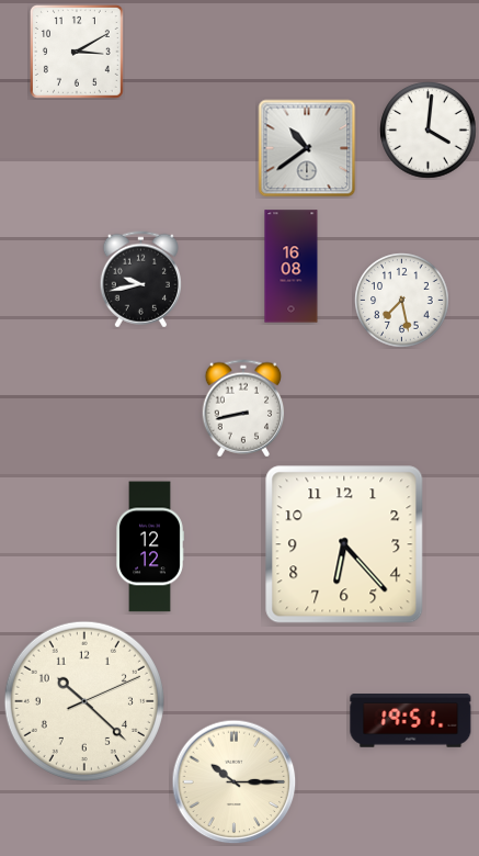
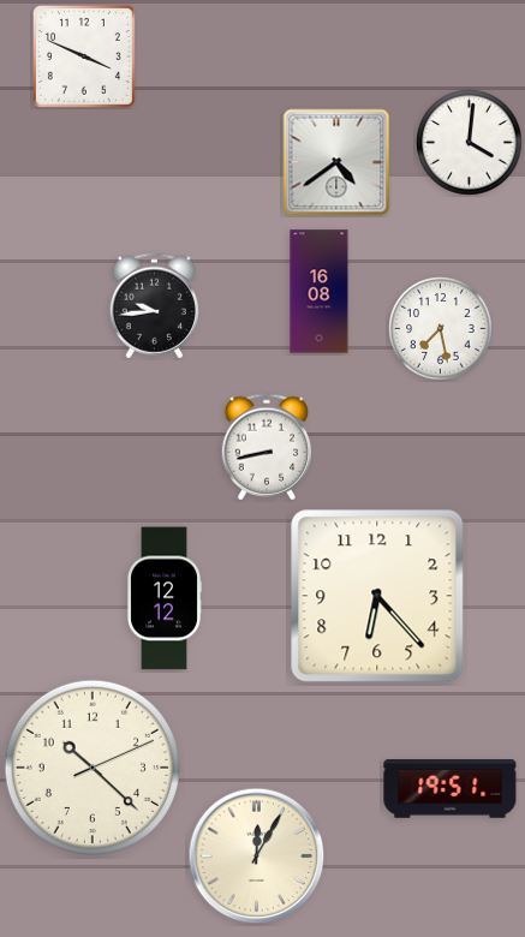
clock at (77, 52): 3:10 -> 3:49
clock at (307, 148): 10:39 -> 4:39
clock at (140, 280): 9:43 -> 9:44
clock at (235, 782): 10:15 -> 12:05
